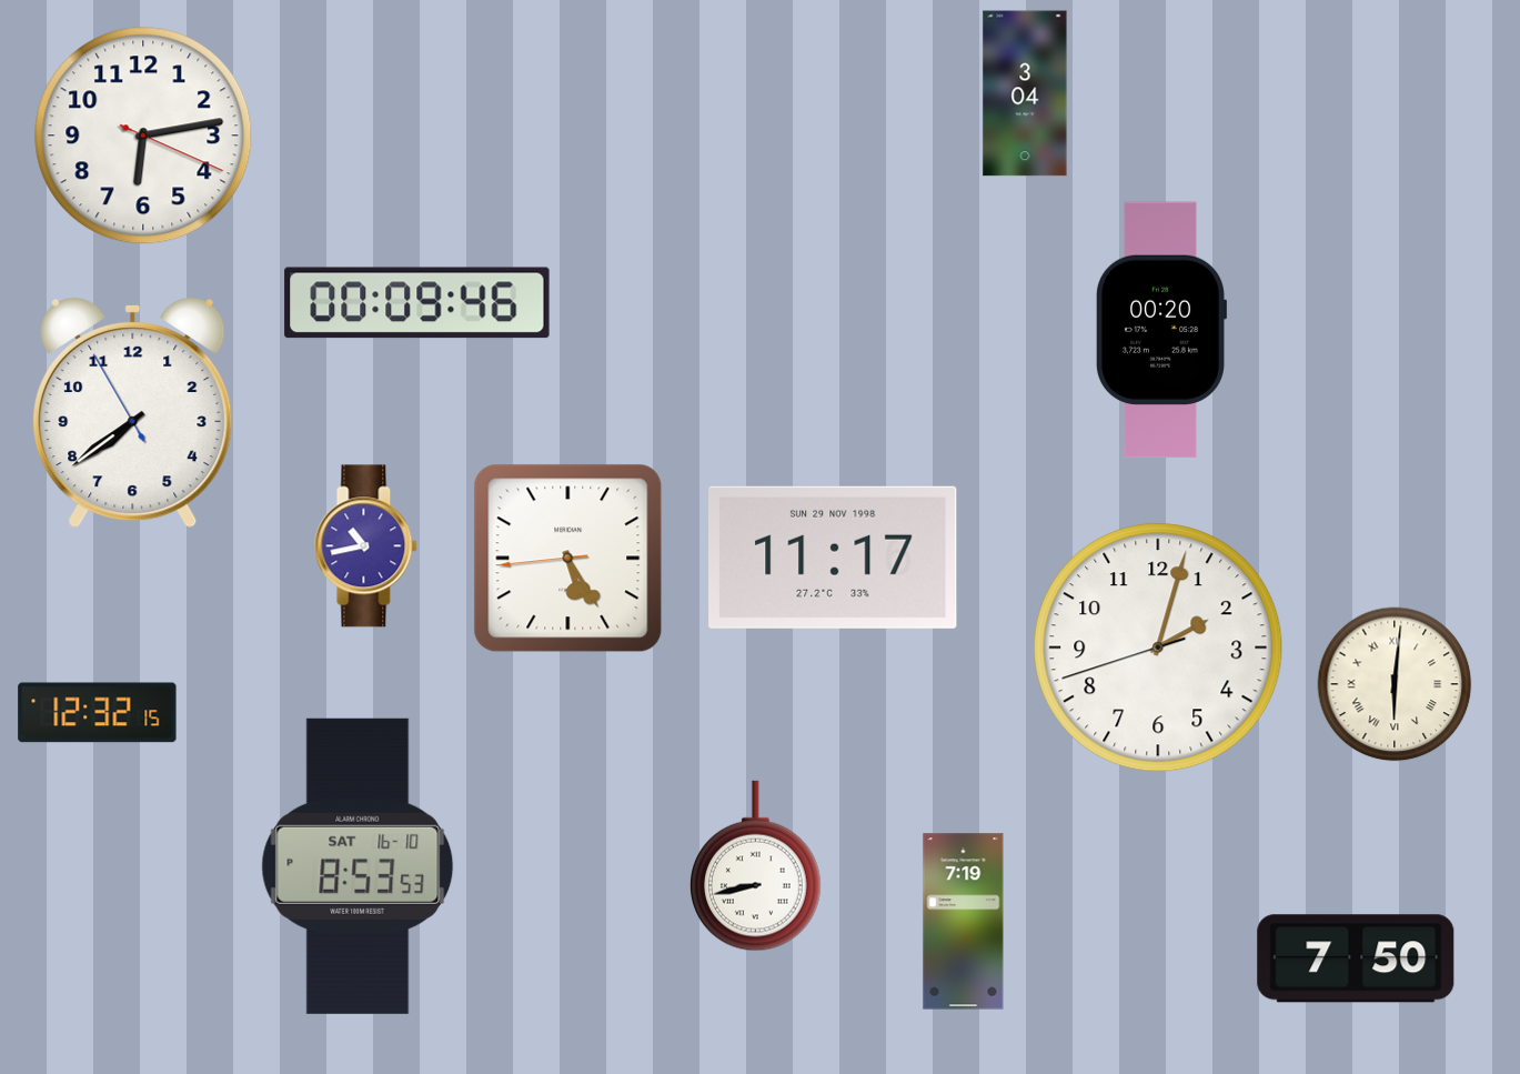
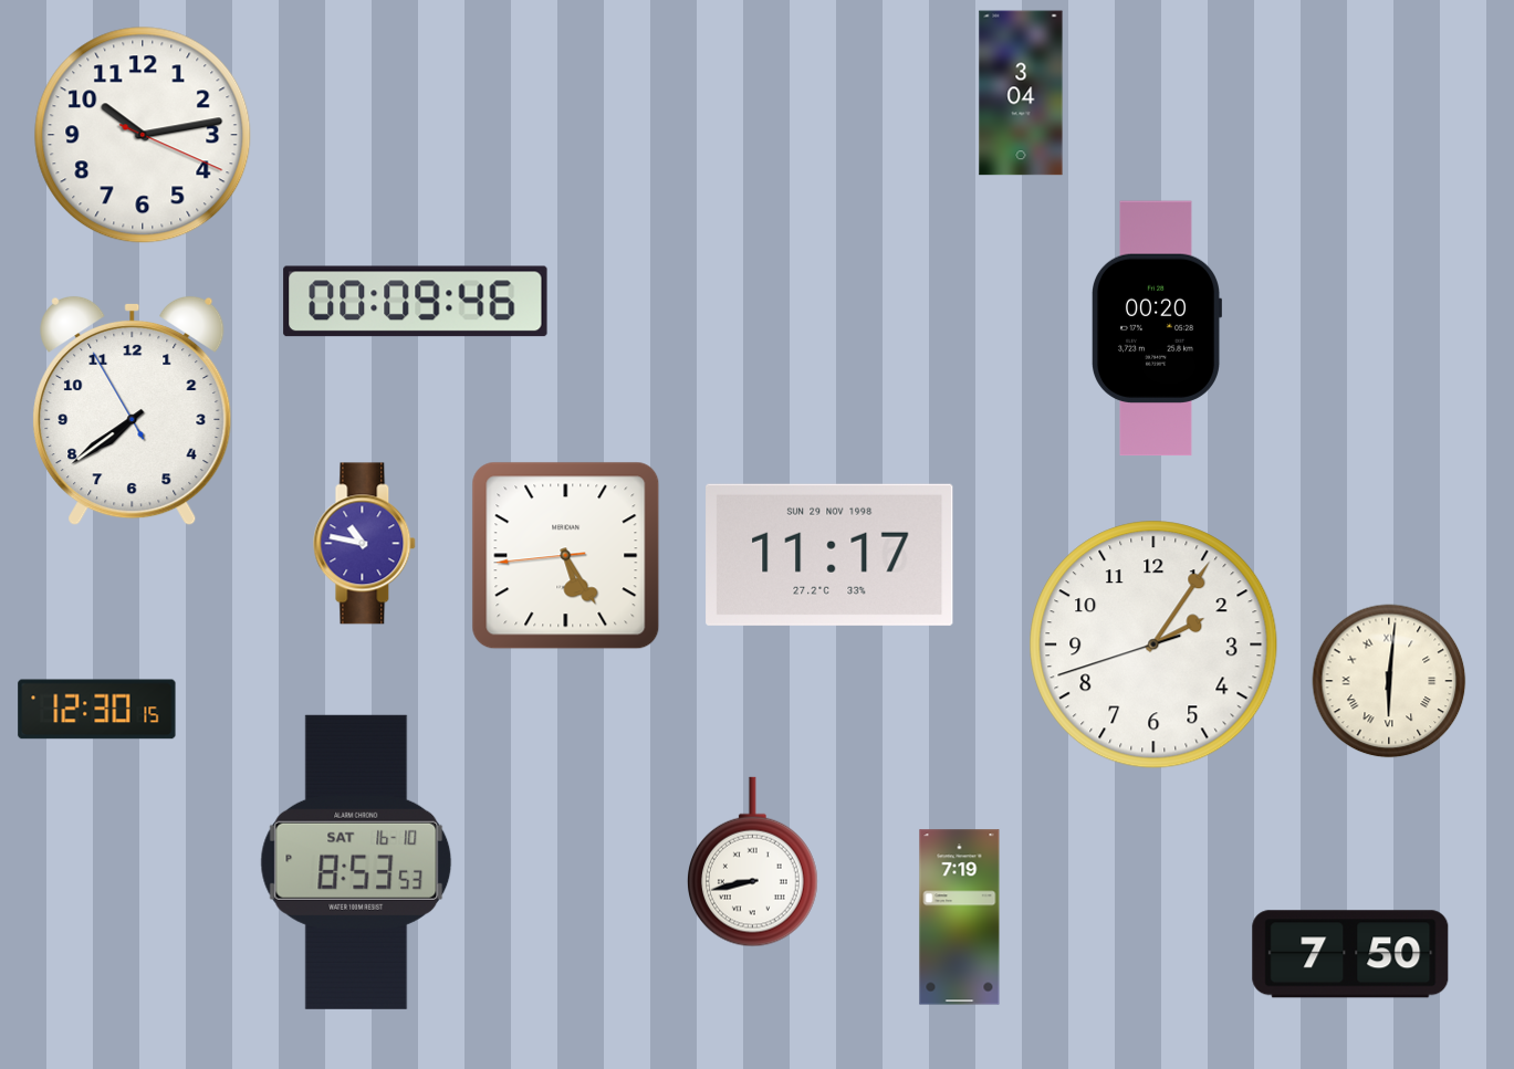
clock at (143, 135): 6:13 -> 10:13
clock at (366, 546): 10:43 -> 10:47
clock at (1158, 648): 2:02 -> 2:05
clock at (98, 713): 12:32 -> 12:30
